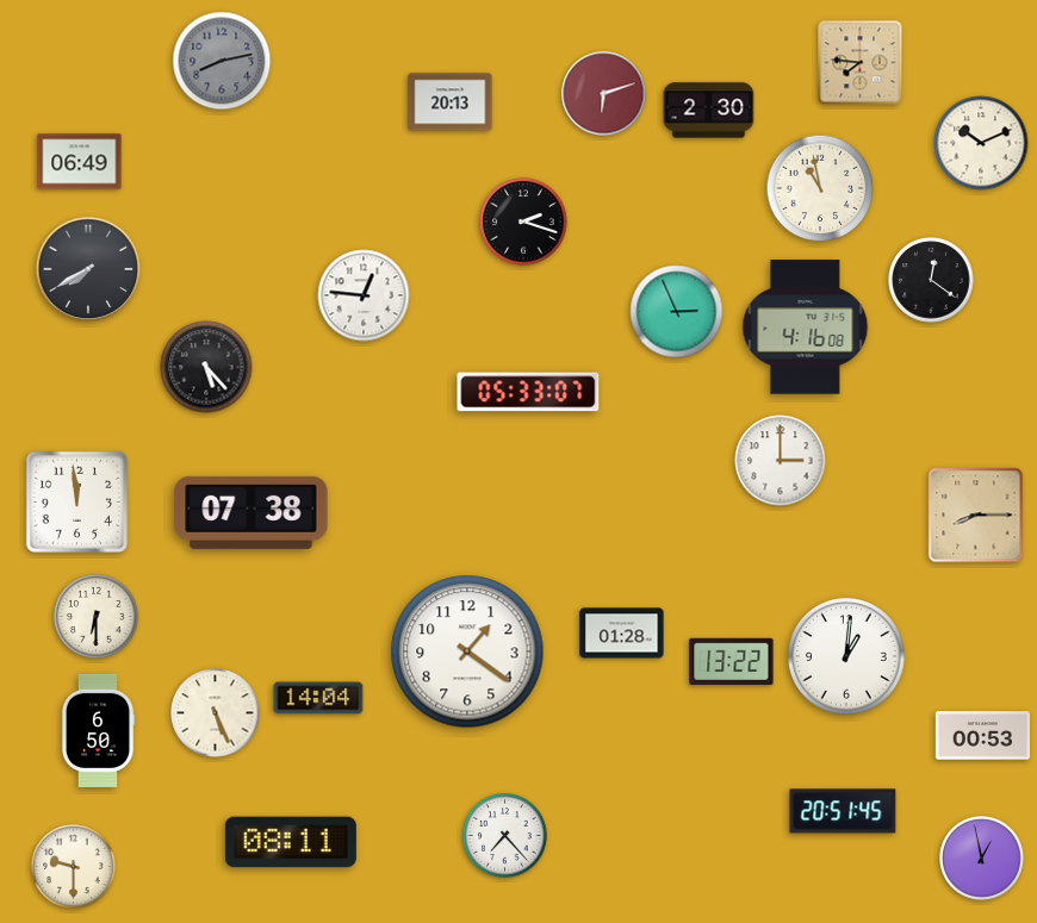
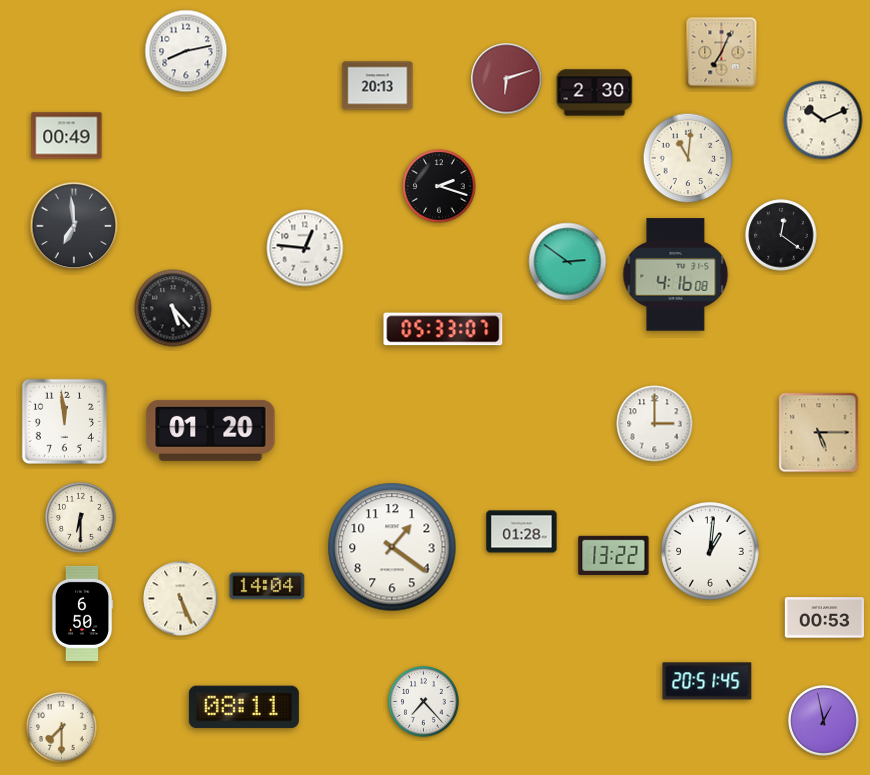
clock at (222, 61) dial: grey -> white
clock at (861, 63): 7:46 -> 7:04
clock at (80, 162): 06:49 -> 00:49
clock at (820, 188): 10:58 -> 11:01
clock at (88, 269): 7:40 -> 6:59
clock at (677, 312): 2:56 -> 2:51
clock at (781, 461) position: (781, 461) -> (655, 424)
clock at (252, 512): 07:38 -> 01:20
clock at (976, 516): 8:15 -> 5:15
clock at (74, 867): 9:30 -> 7:30
